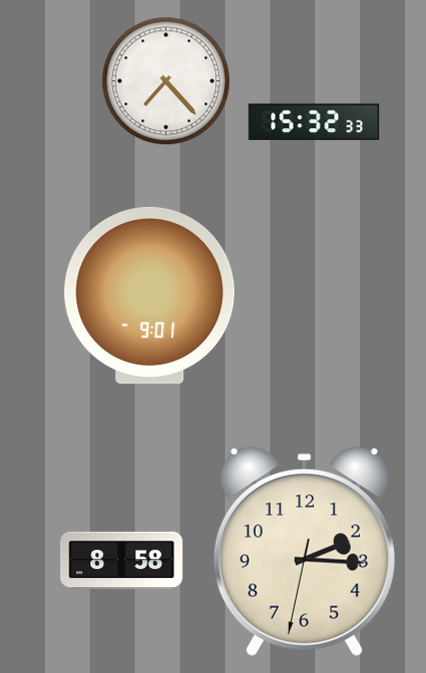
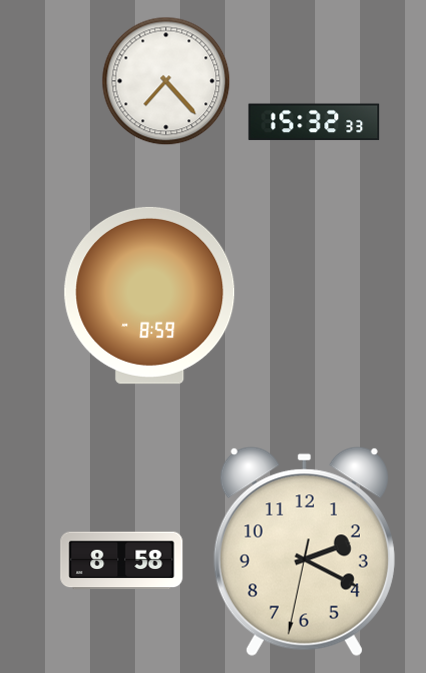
clock at (150, 295): 9:01 -> 8:59
clock at (304, 552): 2:15 -> 2:19
